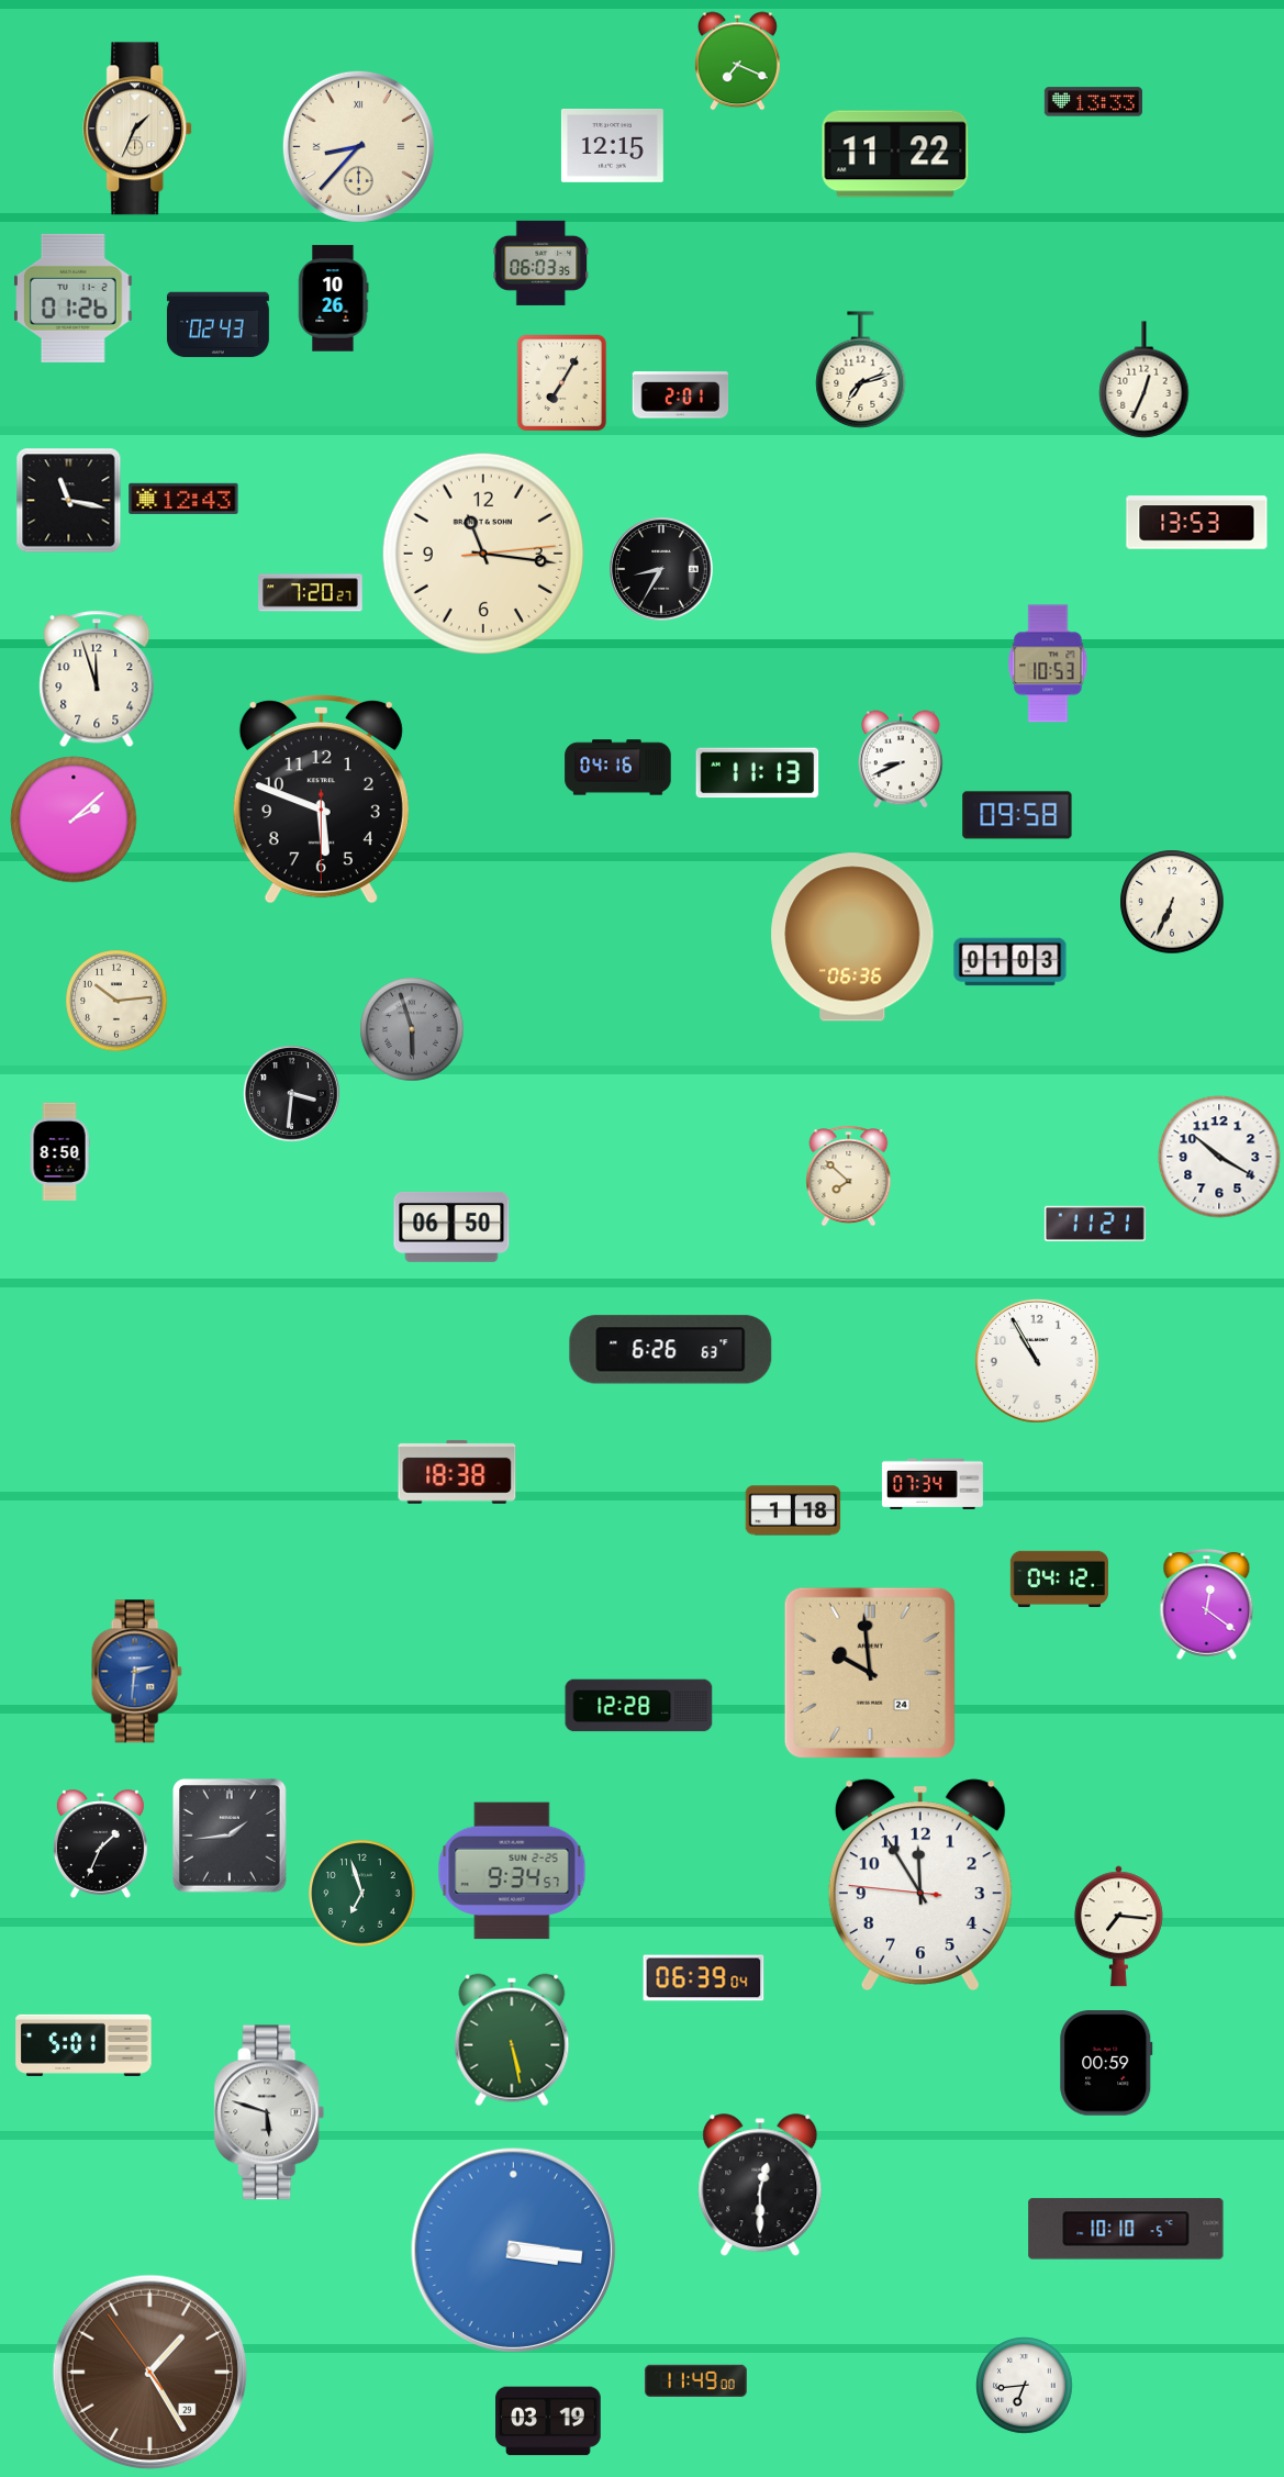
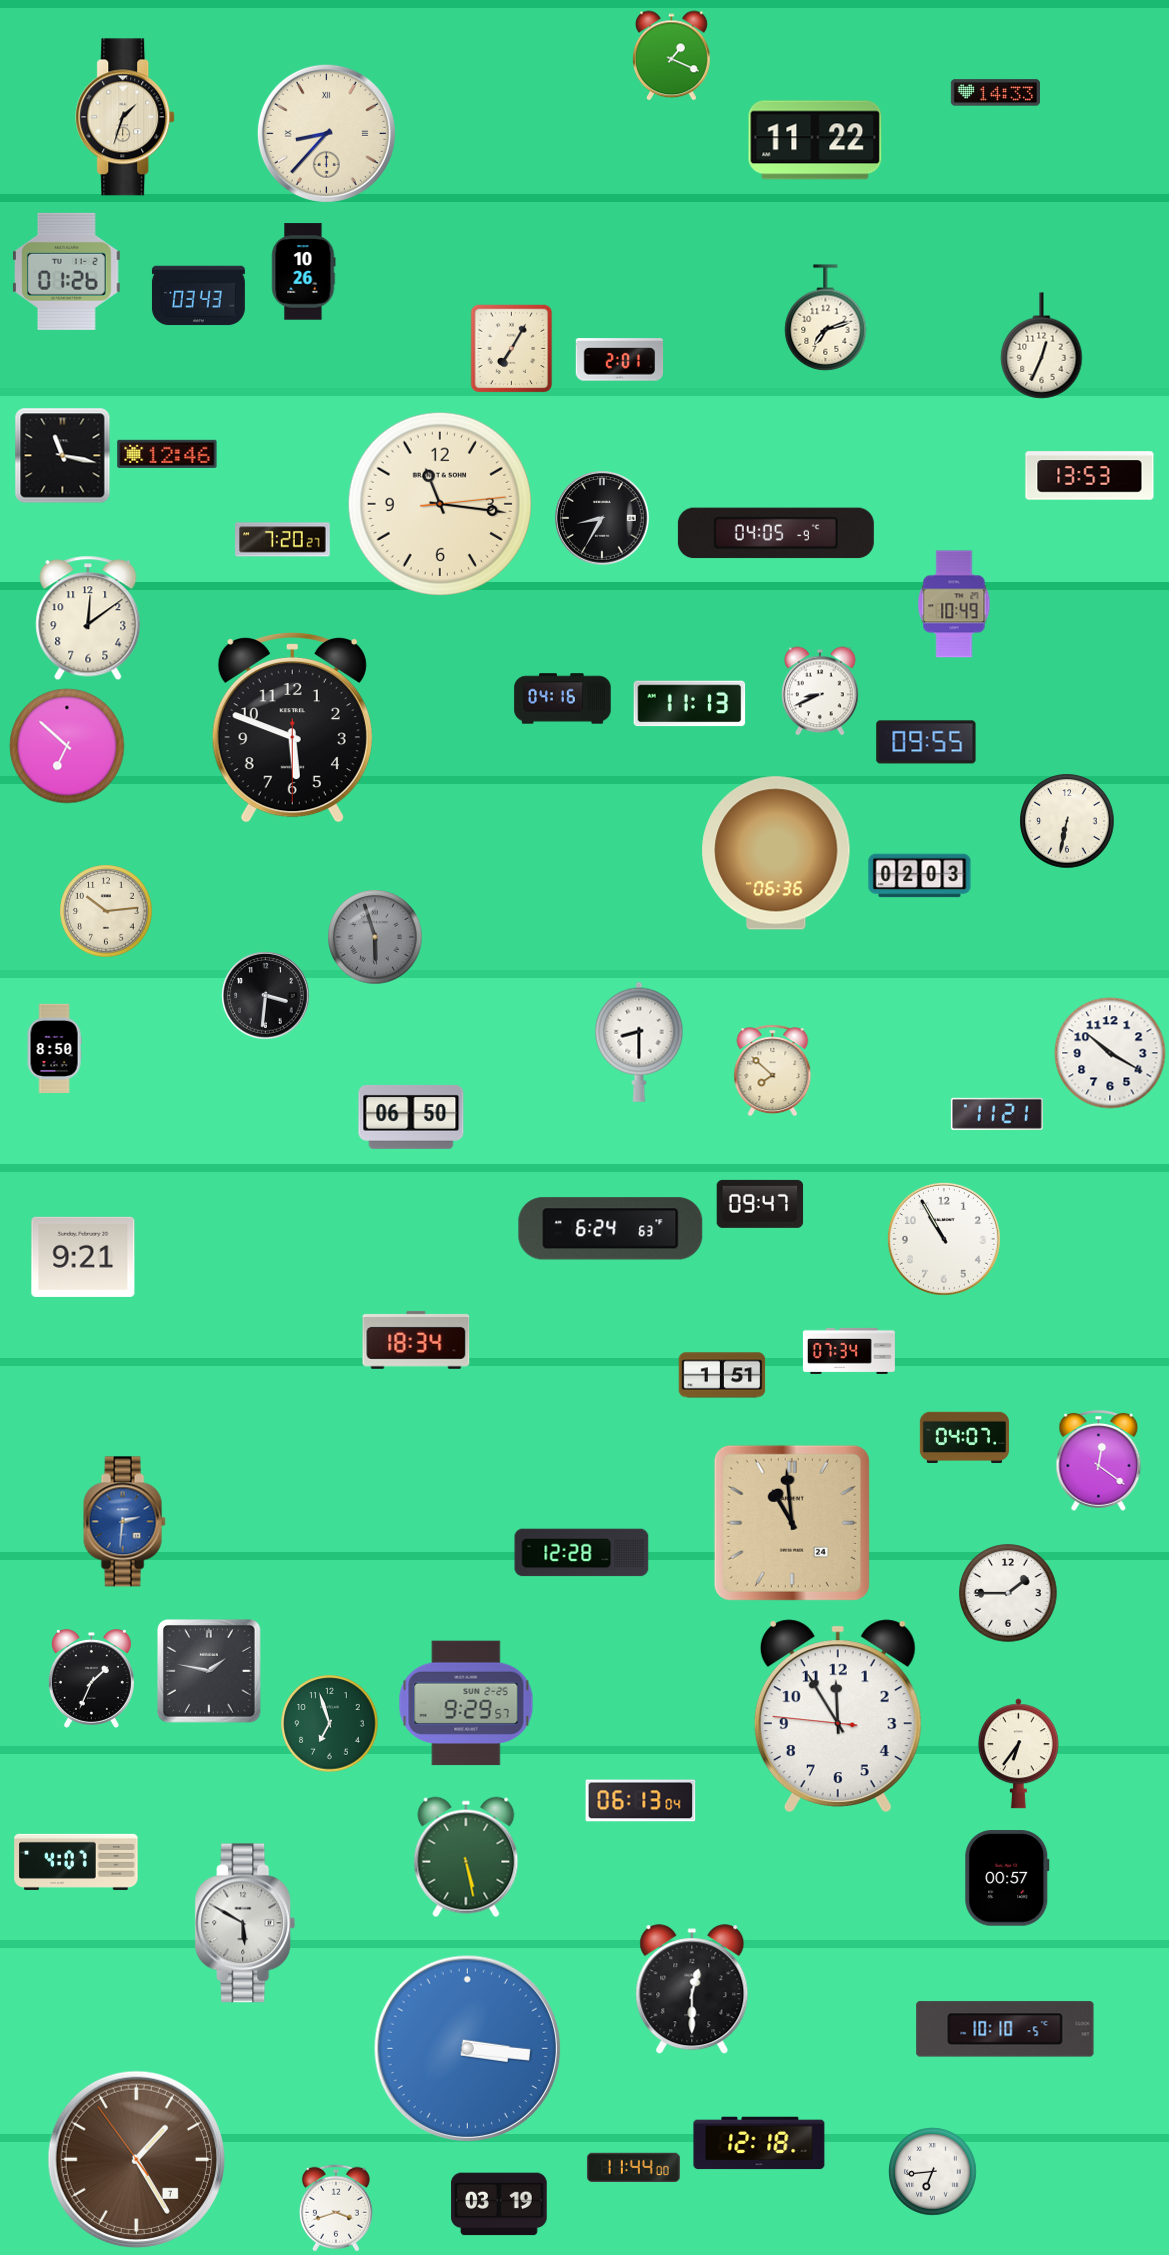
clock at (737, 62): 7:19 -> 1:19
clock at (1093, 102): 13:33 -> 14:33
clock at (138, 129): 1:34 -> 1:33
clock at (612, 145): 12:15 -> none
clock at (540, 263): 06:03 -> none
clock at (217, 325): 02:43 -> 03:43
clock at (861, 370) position: (861, 370) -> (826, 318)
clock at (183, 499): 12:43 -> 12:46
clock at (776, 533): none -> 04:05
clock at (1048, 663): 10:53 -> 10:49
clock at (97, 679): 11:57 -> 12:09
clock at (1017, 815): 09:58 -> 09:55
clock at (74, 819): 2:08 -> 6:52
clock at (1172, 902): 6:34 -> 6:32
clock at (1011, 962): 01:03 -> 02:03
clock at (639, 1042): none -> 8:30
clock at (760, 1204): none -> 09:47
clock at (671, 1350): 6:26 -> 6:24
clock at (83, 1257): none -> 9:21
clock at (457, 1472): 18:38 -> 18:34
clock at (793, 1510): 1:18 -> 1:51
clock at (1059, 1580): 04:12 -> 04:07
clock at (870, 1673): 9:59 -> 10:59
clock at (1008, 1593): none -> 1:45
clock at (231, 1837): 1:44 -> 1:47
clock at (512, 1871): 9:34 -> 9:29
clock at (1118, 1927): 7:16 -> 6:36
clock at (704, 1978): 06:39 -> 06:13
clock at (83, 2045): 5:01 -> 4:07
clock at (1106, 2063): 00:59 -> 00:57
clock at (269, 2112): 5:48 -> 5:50
clock at (1126, 2229) position: (1126, 2229) -> (1005, 2029)
clock at (759, 2143): none -> 12:18
clock at (149, 2372) date: 29 -> 7
clock at (695, 2380): 11:49 -> 11:44
clock at (336, 2208): none -> 3:42
